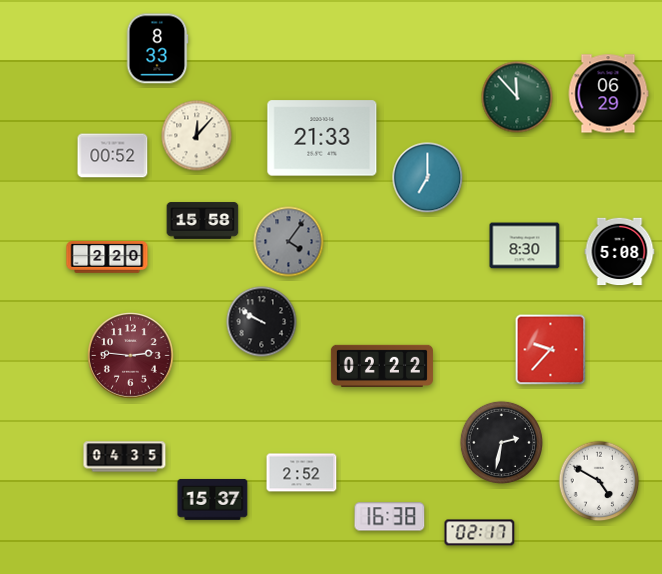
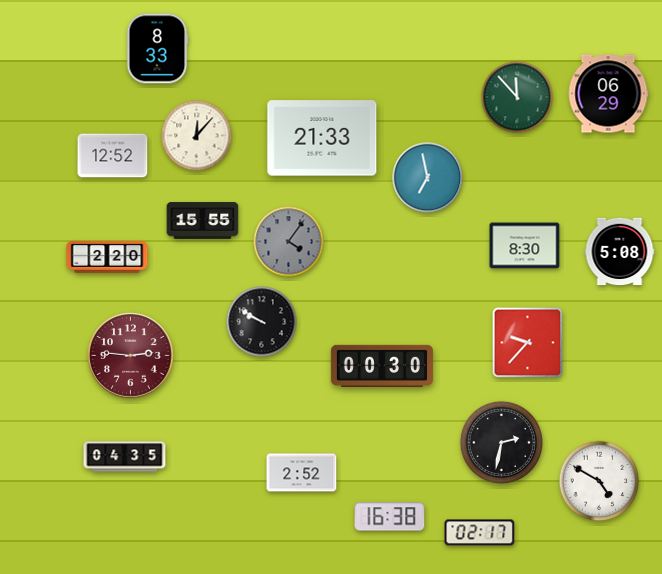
clock at (113, 156): 00:52 -> 12:52
clock at (428, 178): 7:00 -> 6:58
clock at (203, 221): 15:58 -> 15:55
clock at (551, 350) position: (551, 350) -> (528, 343)
clock at (382, 366): 02:22 -> 00:30
clock at (213, 499): 15:37 -> none
